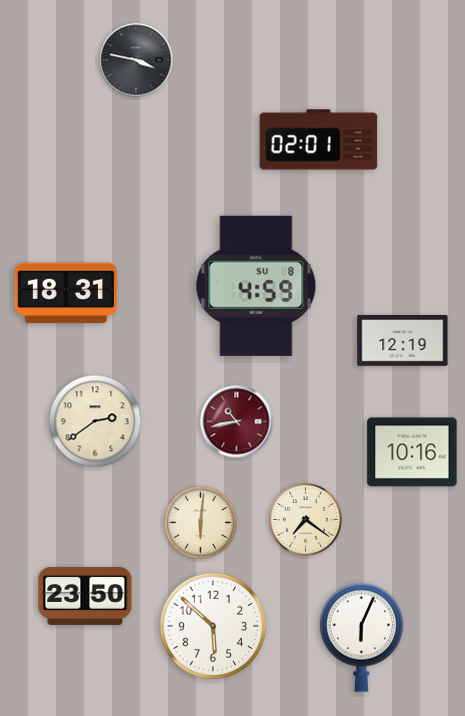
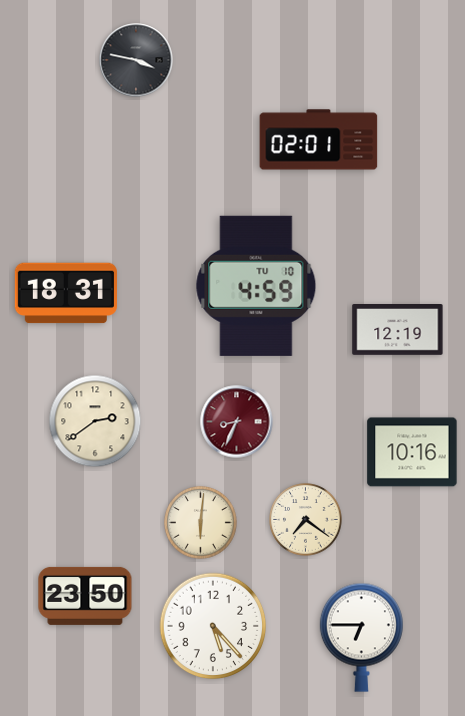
clock at (256, 286) date: SU 8 -> TU 10
clock at (403, 341) position: (403, 341) -> (398, 330)
clock at (237, 422): 10:43 -> 8:34
clock at (213, 626): 5:52 -> 5:23
clock at (361, 637): 6:04 -> 6:45
